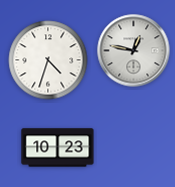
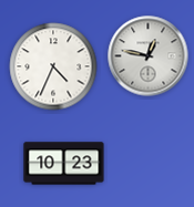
clock at (48, 60): 4:33 -> 4:34
